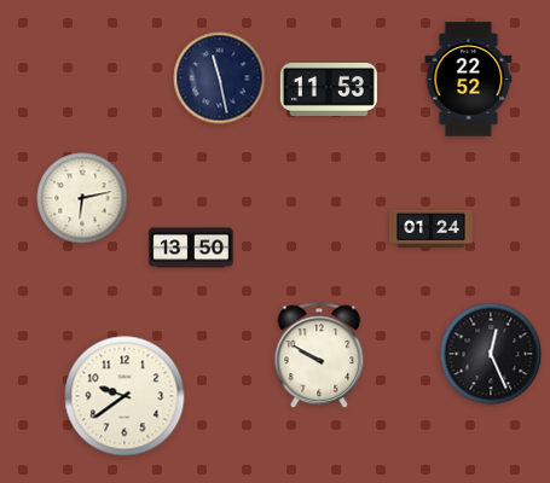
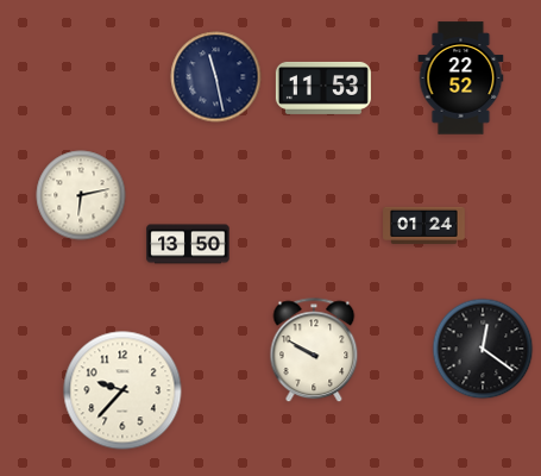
clock at (491, 354): 12:26 -> 12:21
clock at (125, 396): 9:39 -> 9:37
